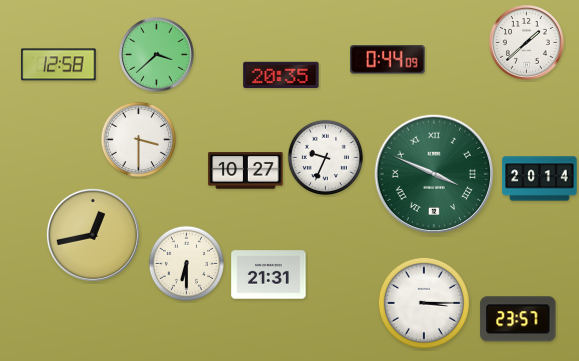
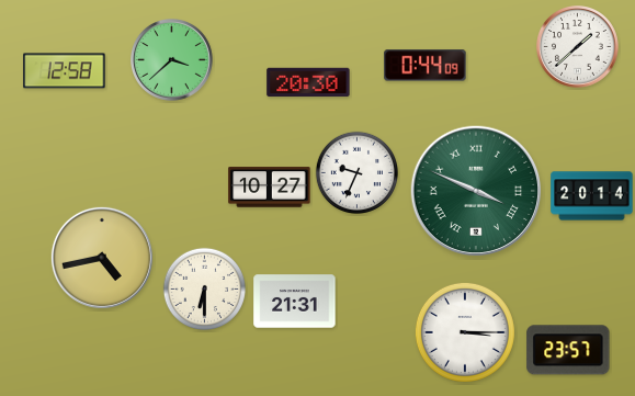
clock at (281, 75): 20:35 -> 20:30
clock at (138, 139): 3:30 -> none
clock at (93, 235): 12:43 -> 4:43
